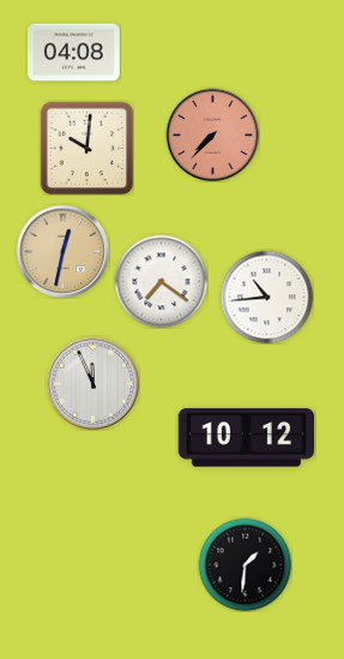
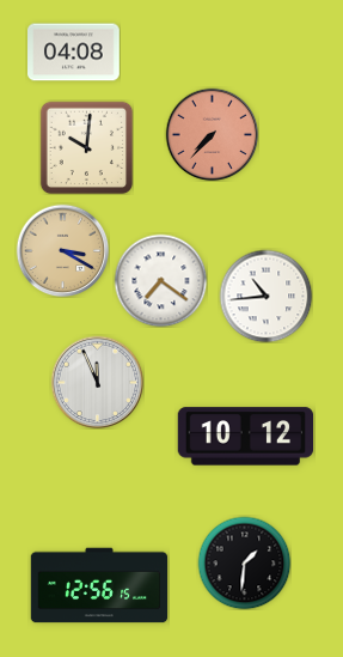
clock at (62, 251): 12:32 -> 3:20
clock at (92, 383) position: (92, 383) -> (97, 382)
clock at (99, 585): none -> 12:56
